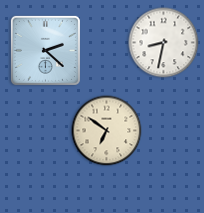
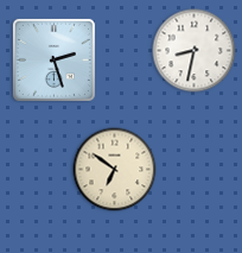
clock at (45, 50): 2:22 -> 2:27
clock at (107, 131) position: (107, 131) -> (115, 170)
